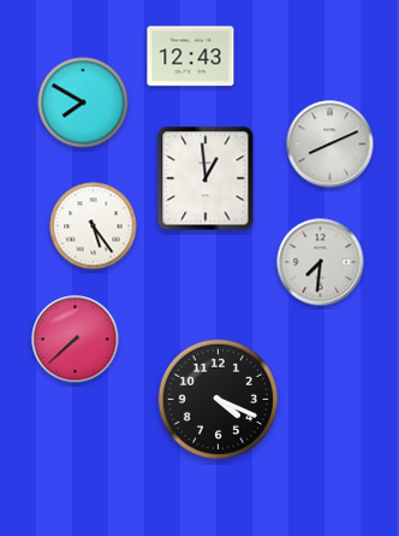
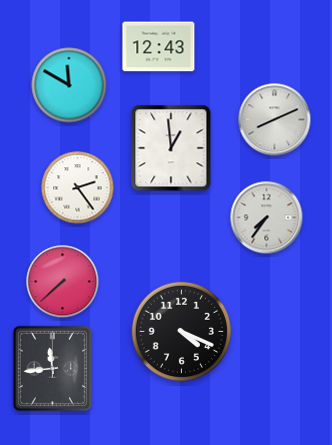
clock at (83, 102): 7:50 -> 11:50
clock at (94, 226): 5:24 -> 2:24
clock at (321, 263): 7:31 -> 7:36
clock at (52, 368): none -> 11:44
